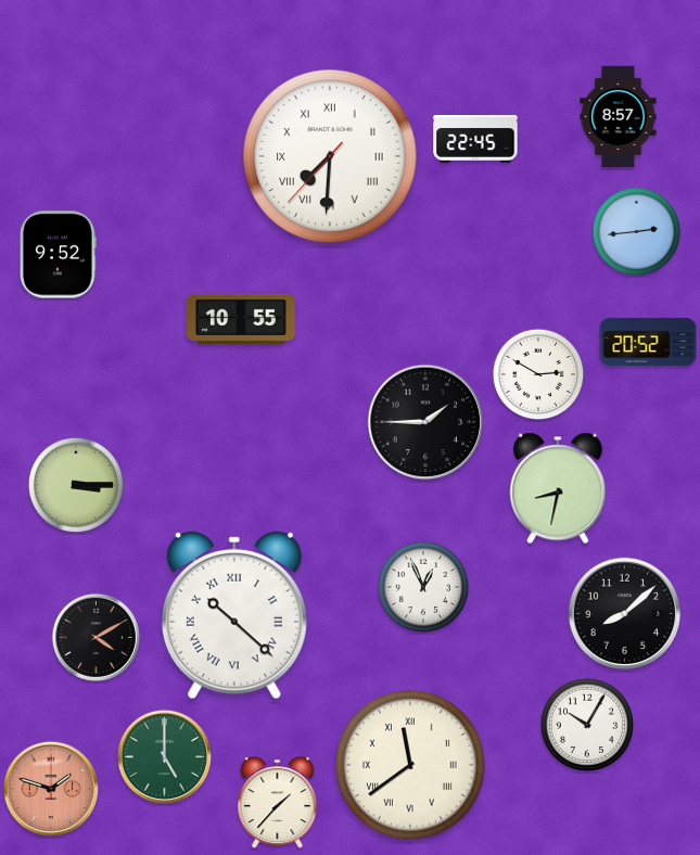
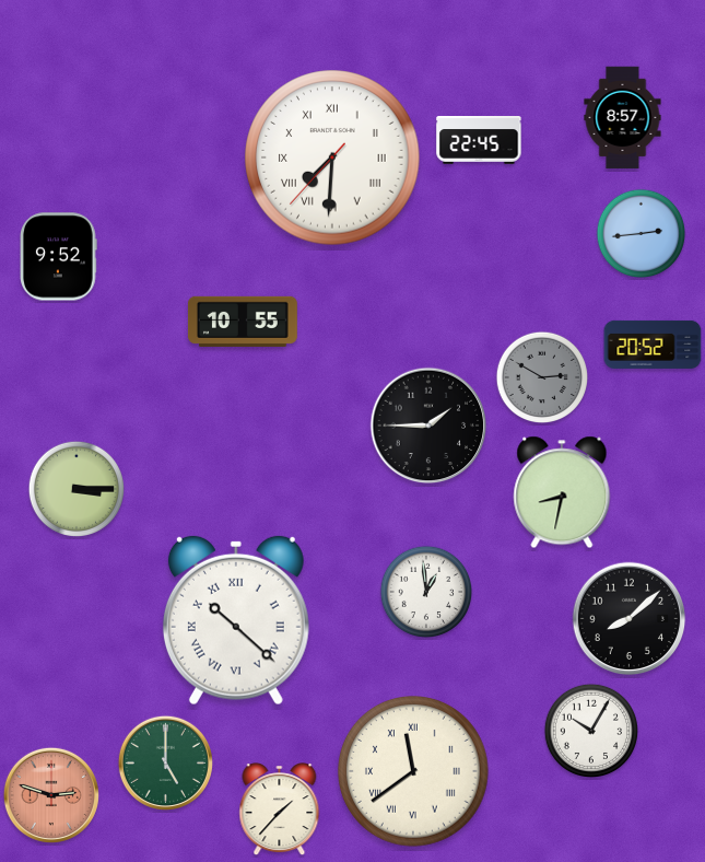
clock at (538, 374) dial: white -> grey
clock at (423, 587): 12:56 -> 12:59
clock at (96, 637): 4:10 -> none
clock at (51, 789): 1:48 -> 2:48
